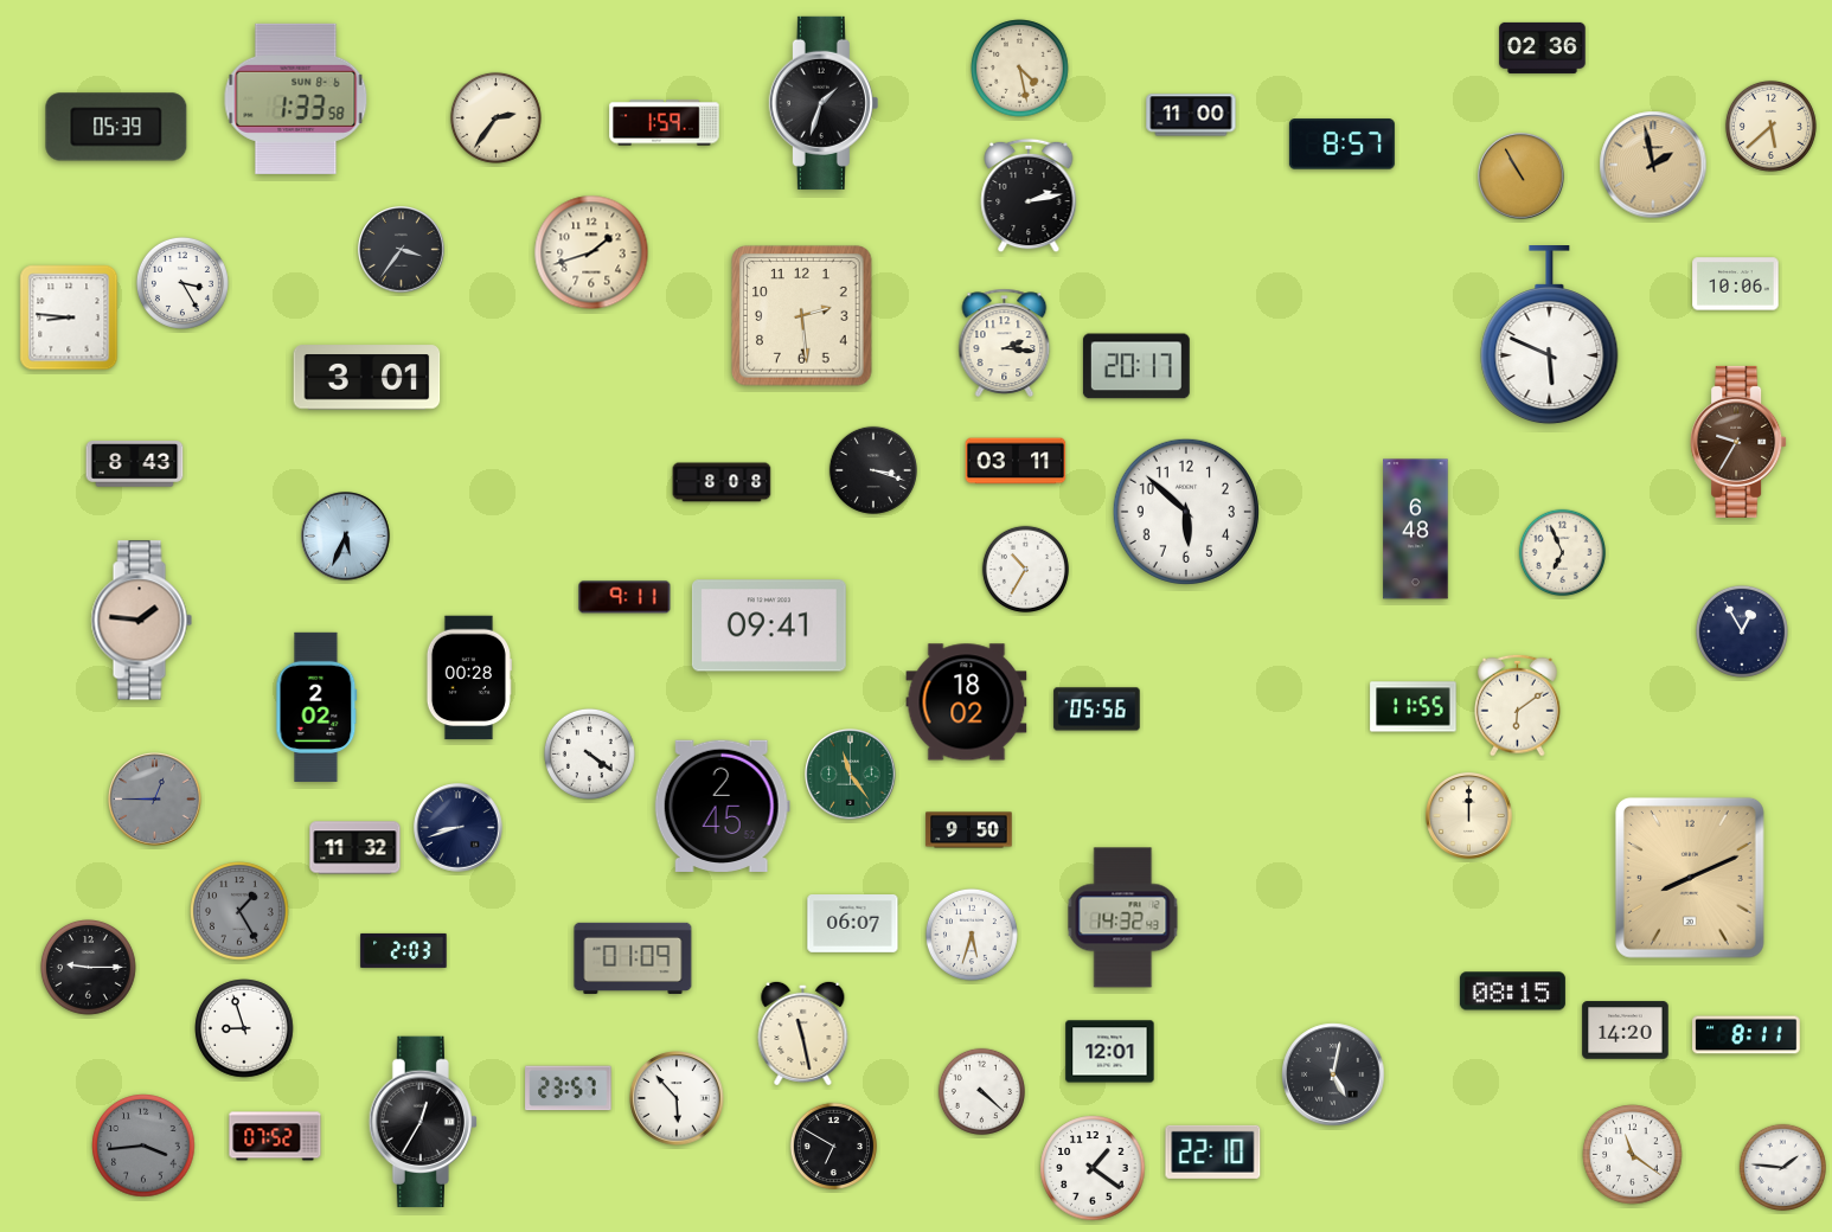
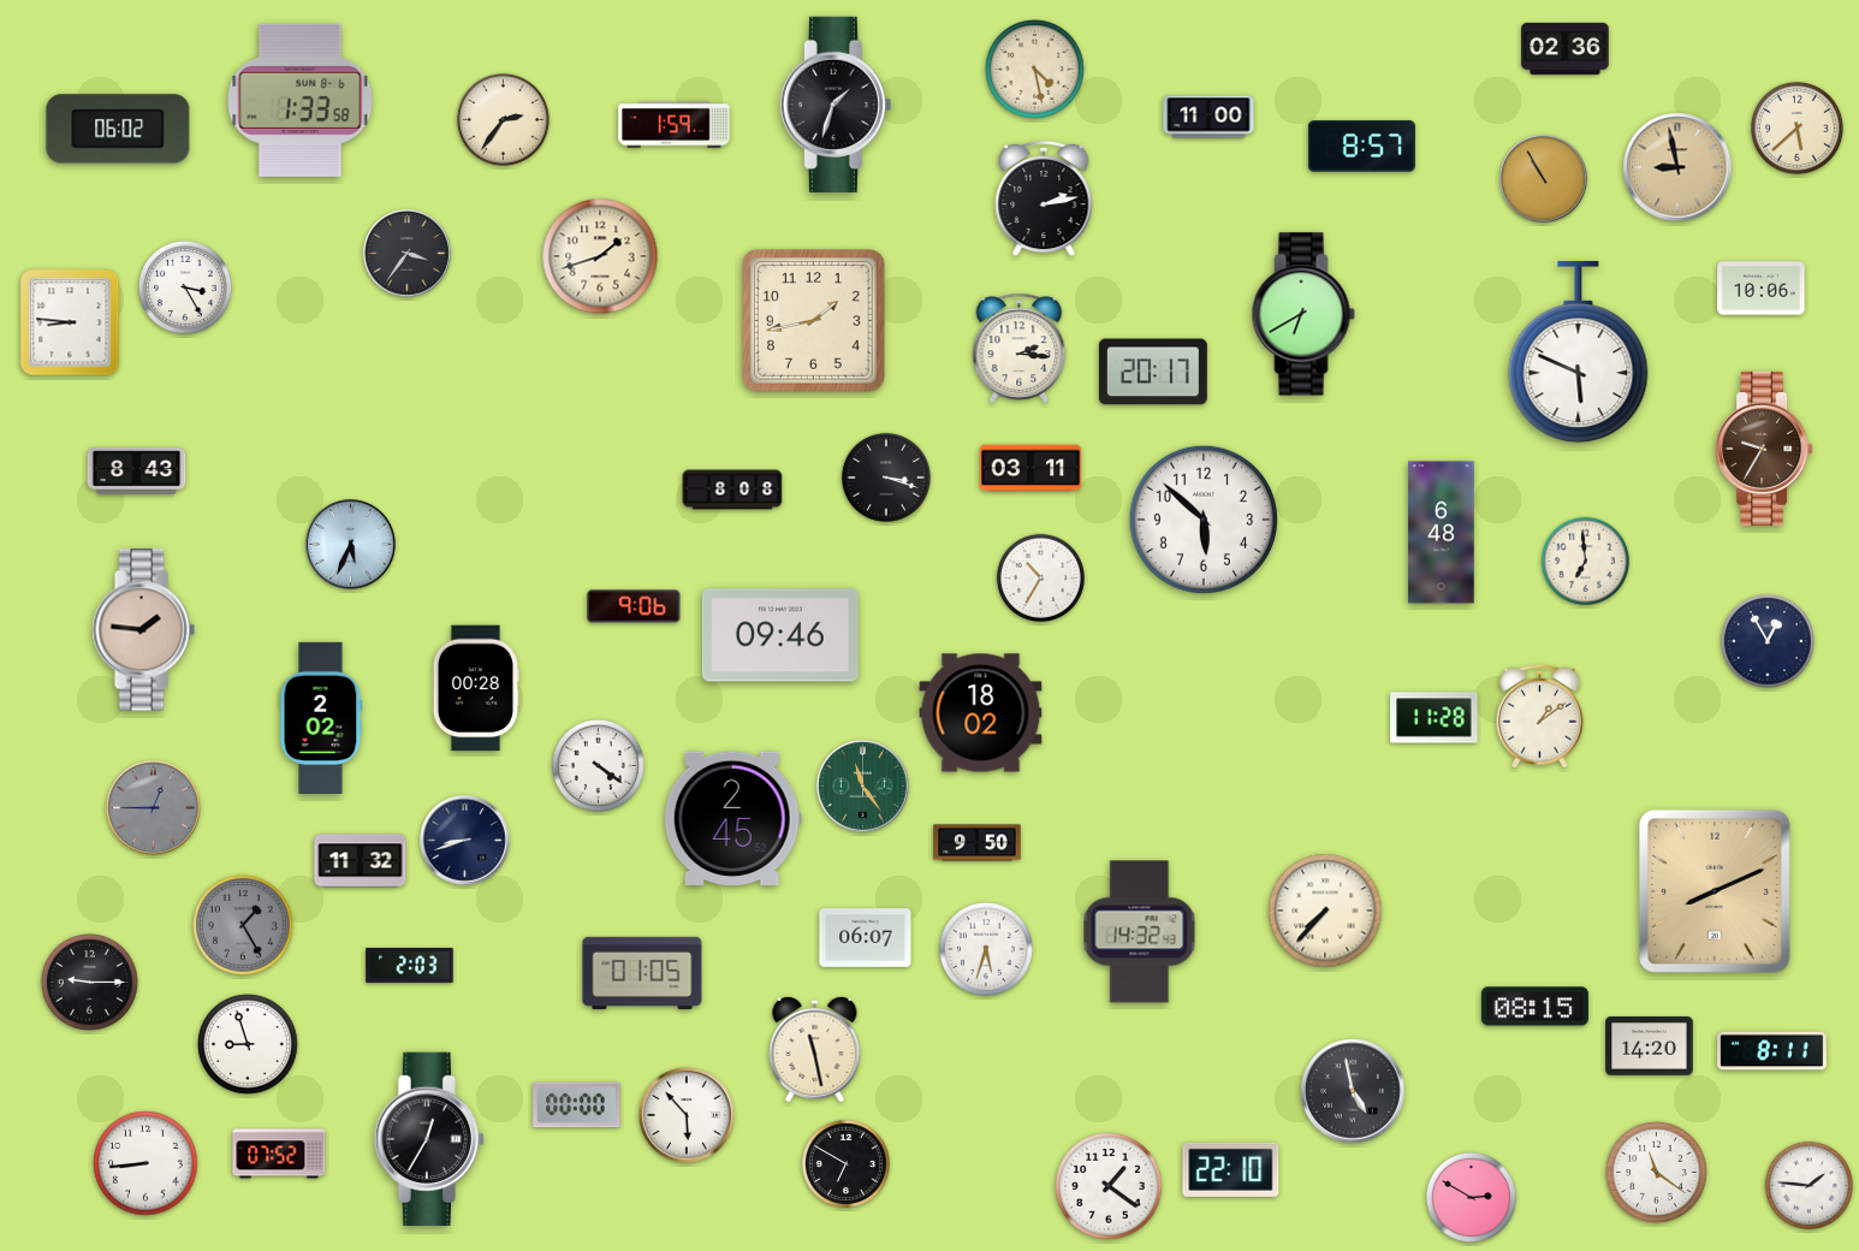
clock at (116, 127): 05:39 -> 06:02
clock at (1653, 165): 1:58 -> 8:58
clock at (1303, 314): none -> 6:40
clock at (802, 316): 2:29 -> 1:43
clock at (1550, 336) position: (1550, 336) -> (1579, 354)
clock at (367, 378): 3:01 -> none
clock at (1416, 530) position: (1416, 530) -> (1442, 533)
clock at (1562, 552): 6:56 -> 6:59
clock at (624, 597): 9:11 -> 9:06
clock at (769, 625): 09:41 -> 09:46
clock at (1518, 705): 6:09 -> 1:09
clock at (1414, 707): 11:55 -> 11:28
clock at (1097, 710): 05:56 -> none
clock at (155, 800) position: (155, 800) -> (154, 808)
clock at (1469, 816): 12:00 -> none
clock at (969, 830) position: (969, 830) -> (978, 843)
clock at (1325, 911): none -> 7:37
clock at (633, 958): 01:09 -> 01:05
clock at (1110, 1052): 12:01 -> none
clock at (1333, 1074): 5:02 -> 4:58
clock at (569, 1089): 23:57 -> 00:00
clock at (981, 1091): 4:22 -> none
clock at (143, 1146): 3:44 -> 8:44
clock at (143, 1146) dial: grey -> white
clock at (1471, 1197): none -> 2:50
